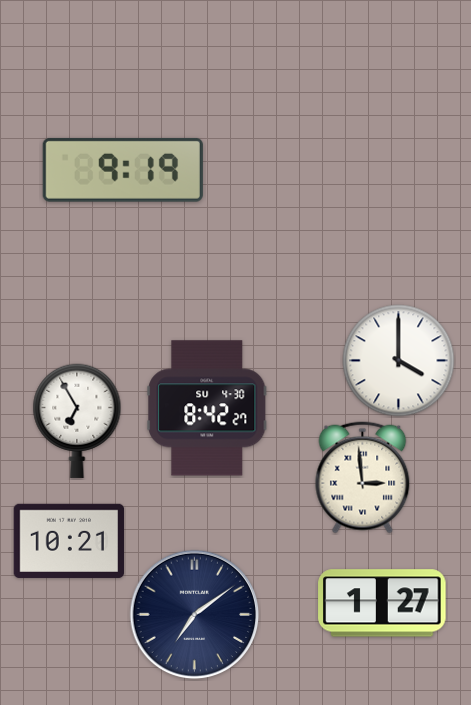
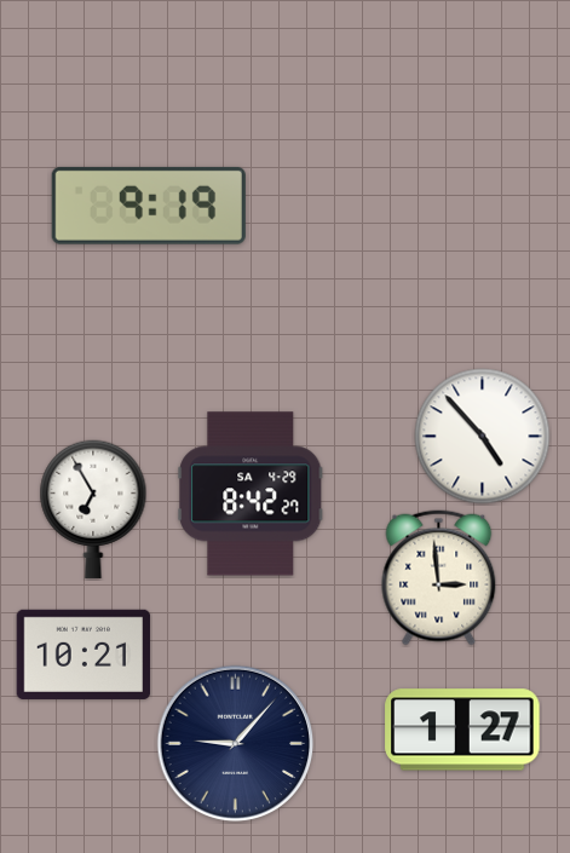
clock at (399, 361): 4:00 -> 4:53
clock at (207, 408) date: SU 4-30 -> SA 4-29
clock at (195, 615): 7:09 -> 9:07
